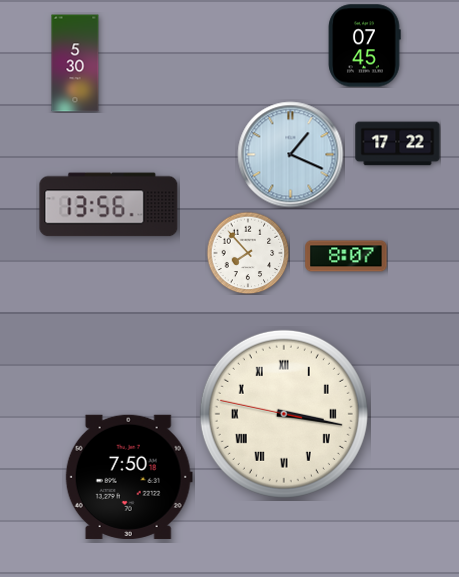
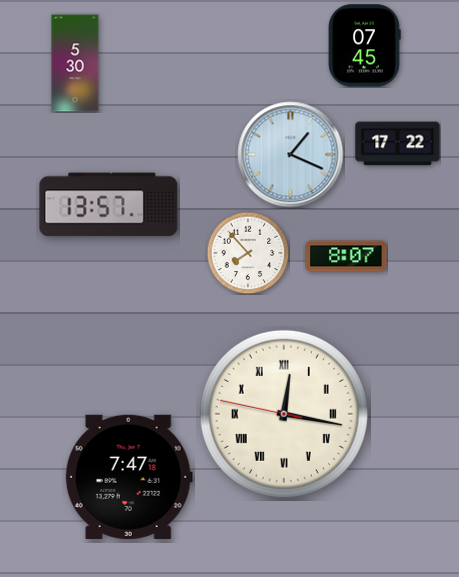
clock at (109, 205): 13:56 -> 13:57
clock at (284, 414): 3:16 -> 12:16
clock at (129, 477): 7:50 -> 7:47
